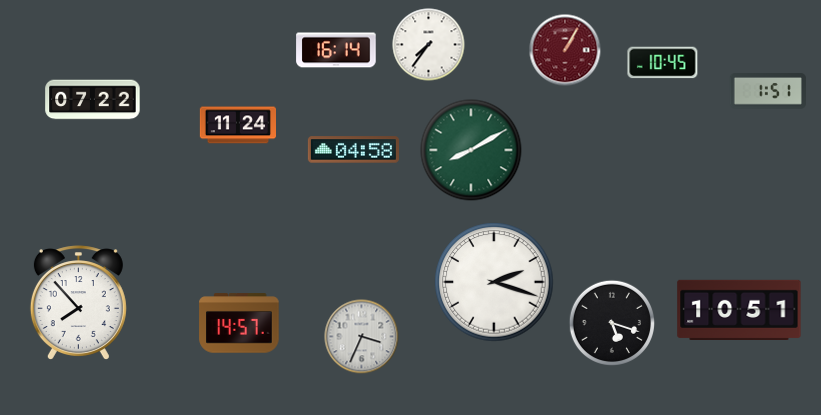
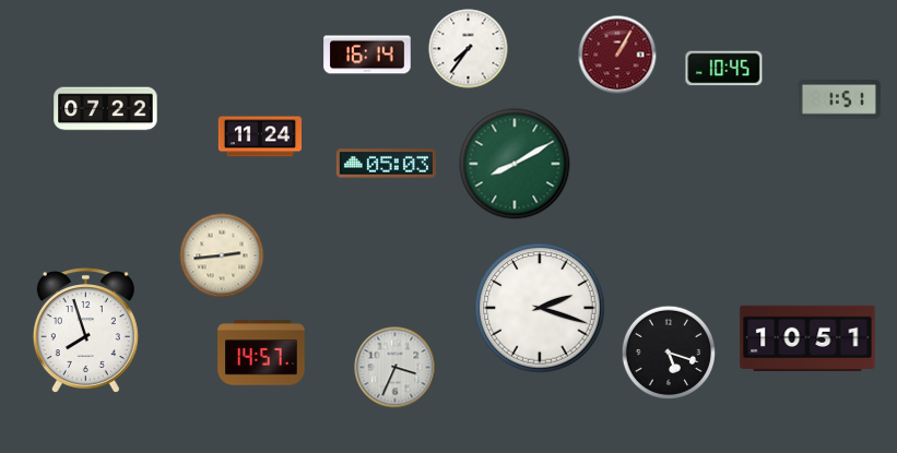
clock at (93, 100) position: (93, 100) -> (106, 109)
clock at (353, 150): 04:58 -> 05:03
clock at (222, 255): none -> 2:44
clock at (78, 302): 7:53 -> 7:57
